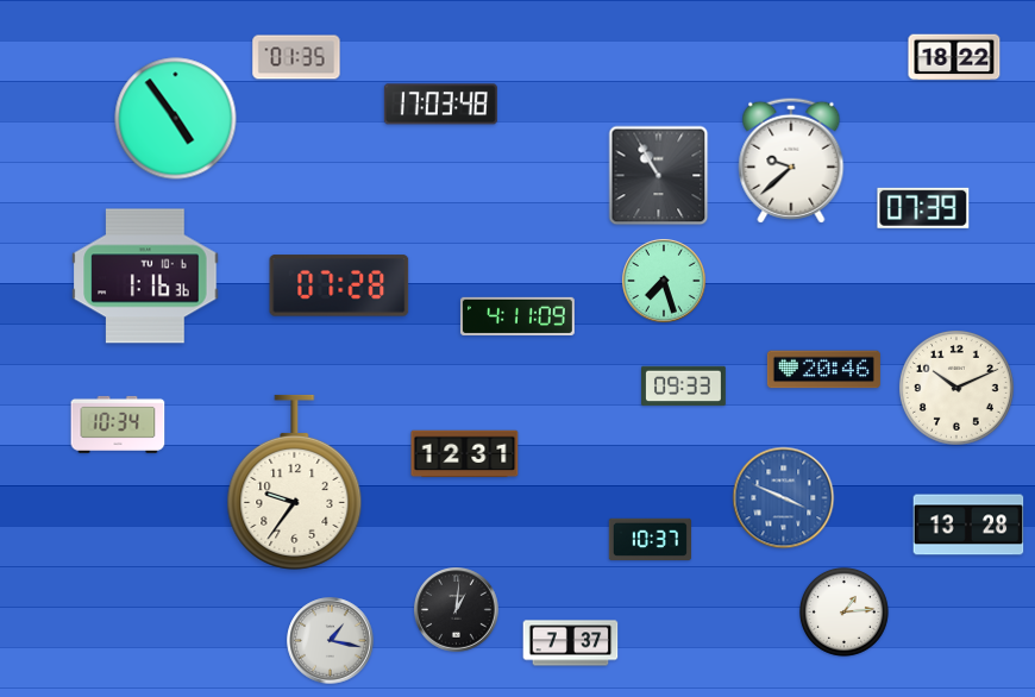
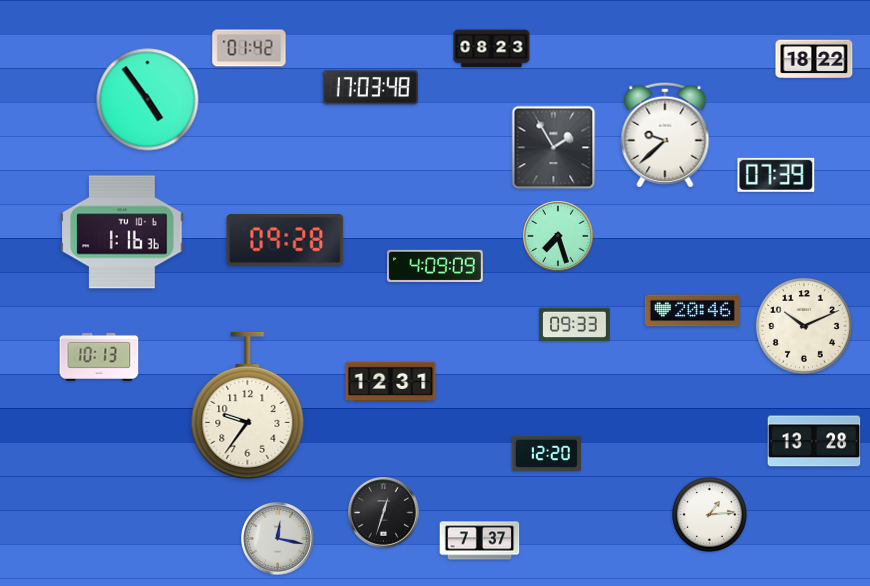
clock at (296, 57): 01:35 -> 01:42
clock at (954, 57) position: (954, 57) -> (814, 59)
clock at (492, 49): none -> 08:23
clock at (659, 176): 10:55 -> 1:55
clock at (339, 285): 07:28 -> 09:28
clock at (517, 316): 4:11 -> 4:09
clock at (118, 425): 10:34 -> 10:13
clock at (784, 498): 3:49 -> none
clock at (650, 540): 10:37 -> 12:20
clock at (457, 610): 1:01 -> 12:33
clock at (331, 641): 1:17 -> 12:17
